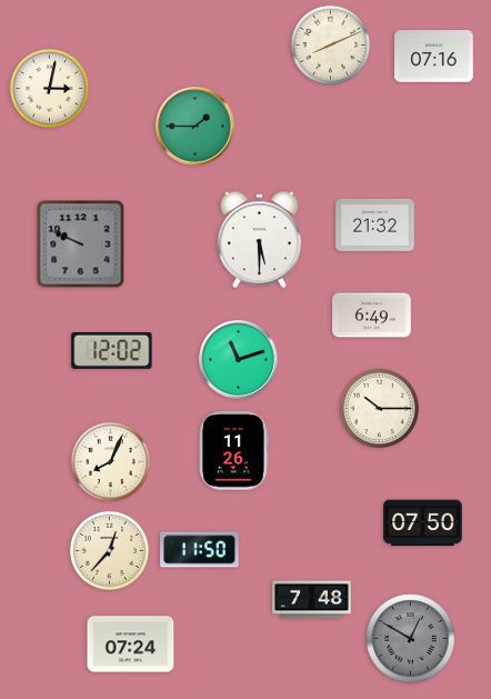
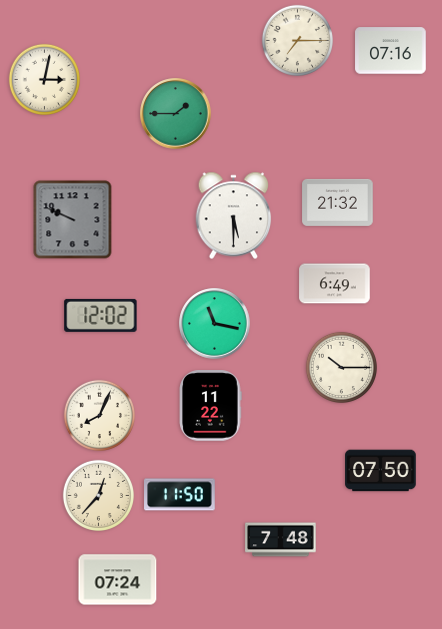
clock at (330, 44): 8:11 -> 7:15
clock at (239, 360): 11:12 -> 11:17
clock at (234, 451): 11:26 -> 11:22
clock at (411, 639): 12:50 -> none
